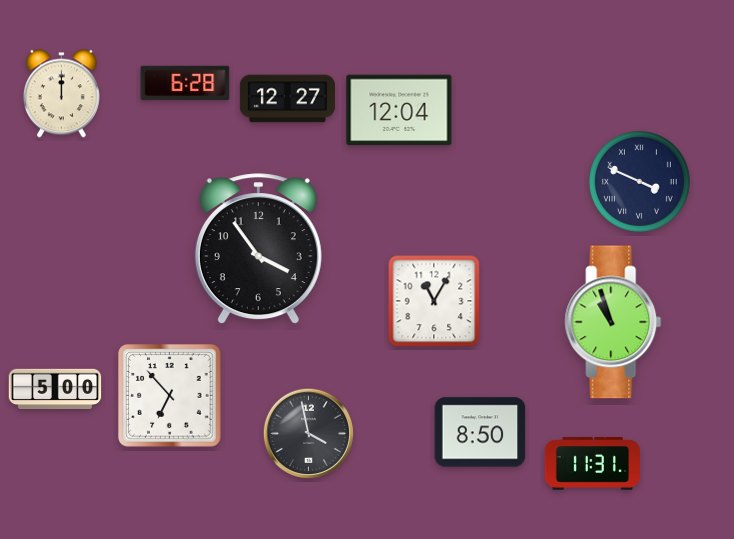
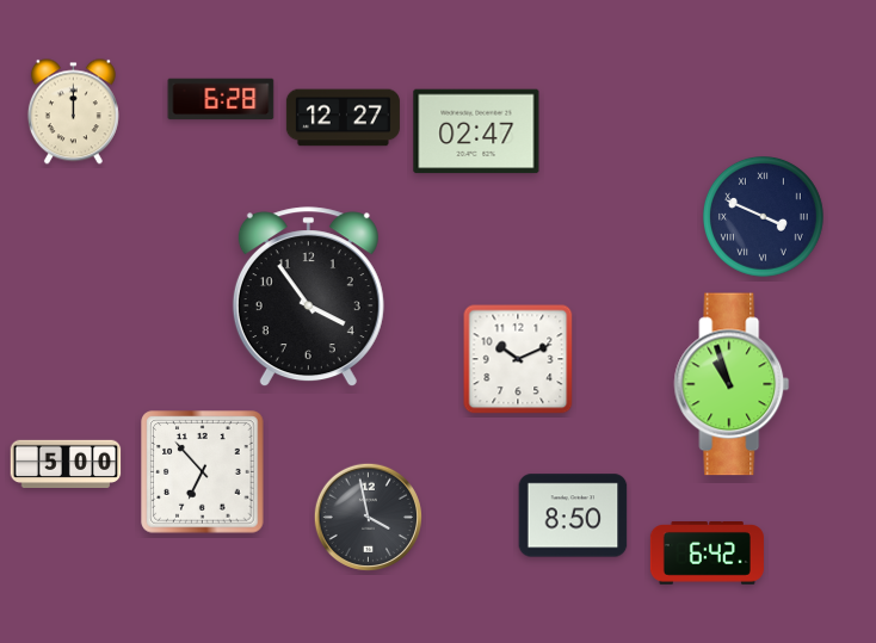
clock at (399, 110): 12:04 -> 02:47
clock at (434, 301): 11:05 -> 10:11
clock at (592, 464): 11:31 -> 6:42
